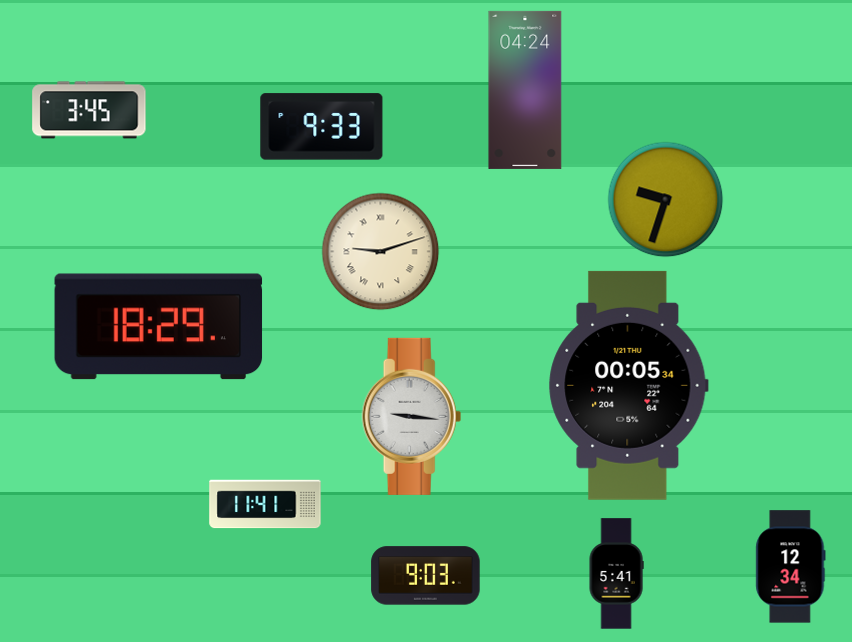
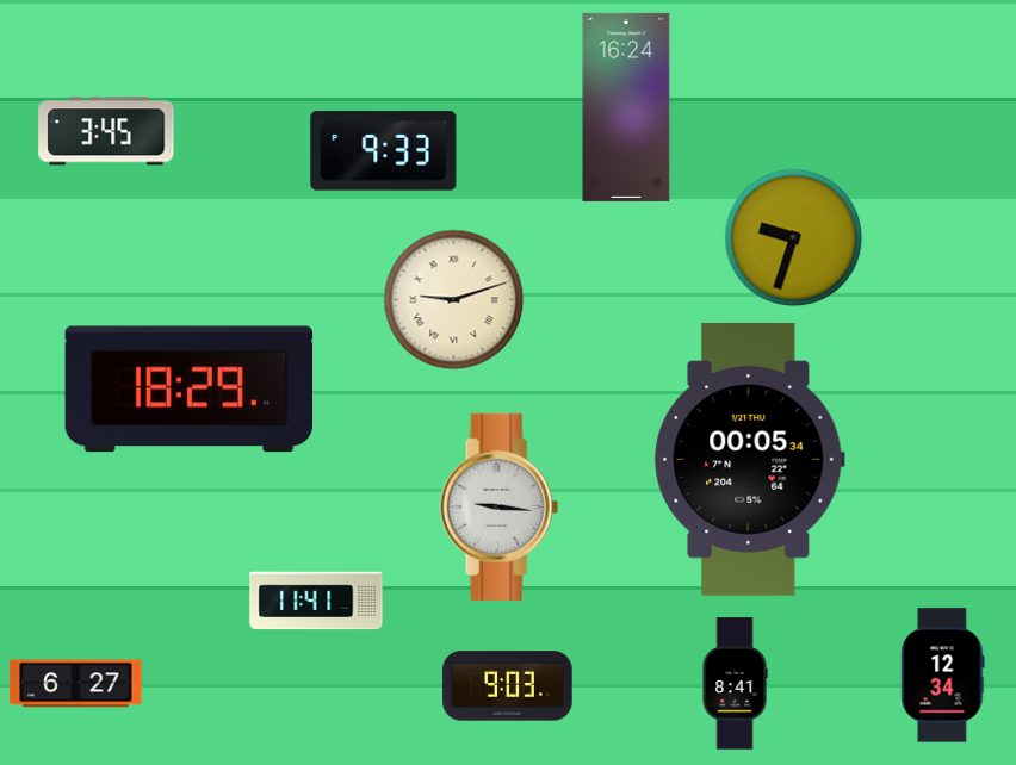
clock at (525, 90): 04:24 -> 16:24
clock at (412, 416) position: (412, 416) -> (500, 506)
clock at (76, 684): none -> 6:27
clock at (616, 574): 5:41 -> 8:41
